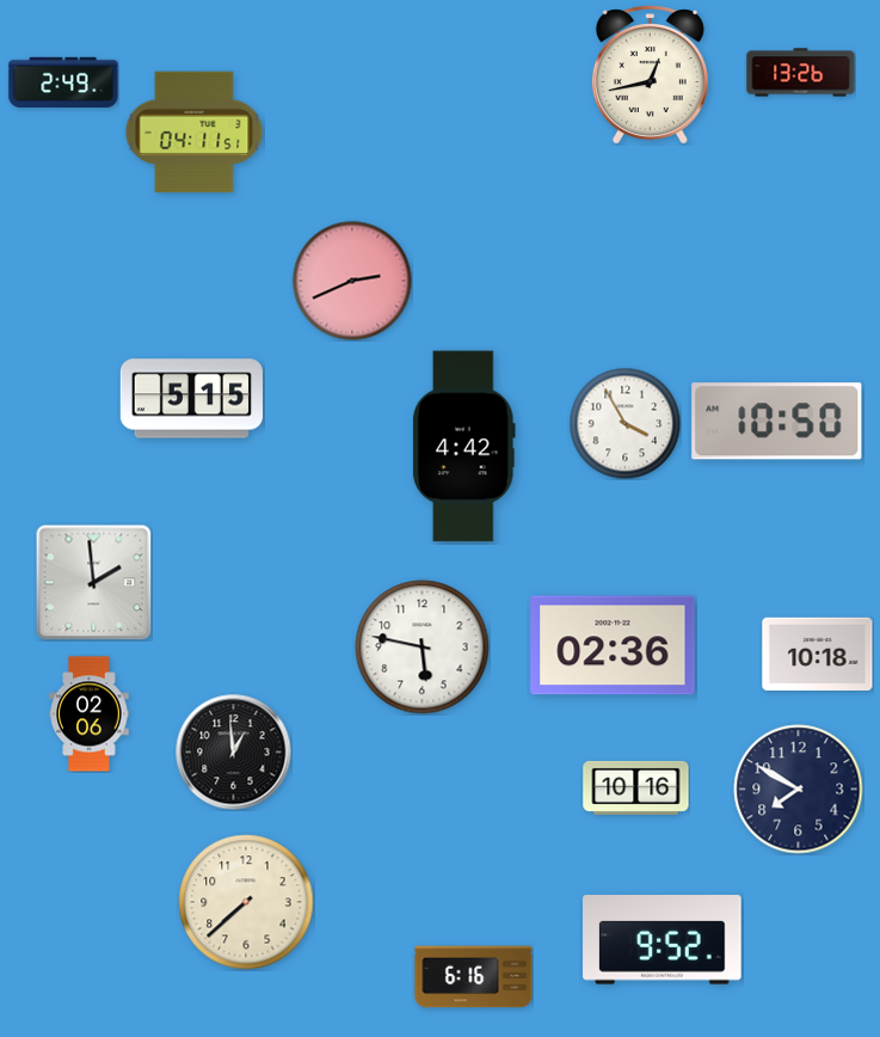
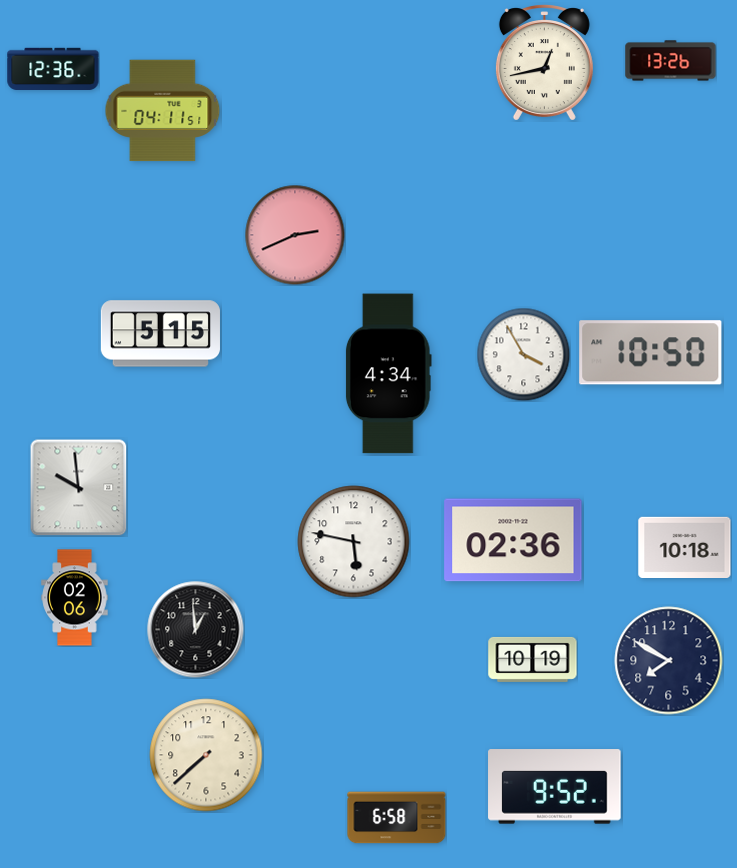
clock at (63, 81): 2:49 -> 12:36
clock at (463, 447): 4:42 -> 4:34
clock at (93, 582): 1:59 -> 9:59
clock at (636, 787): 10:16 -> 10:19
clock at (474, 977): 6:16 -> 6:58
